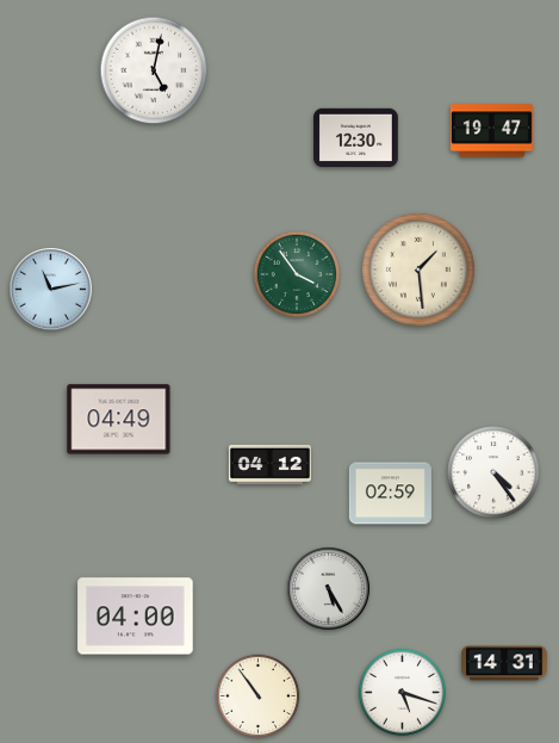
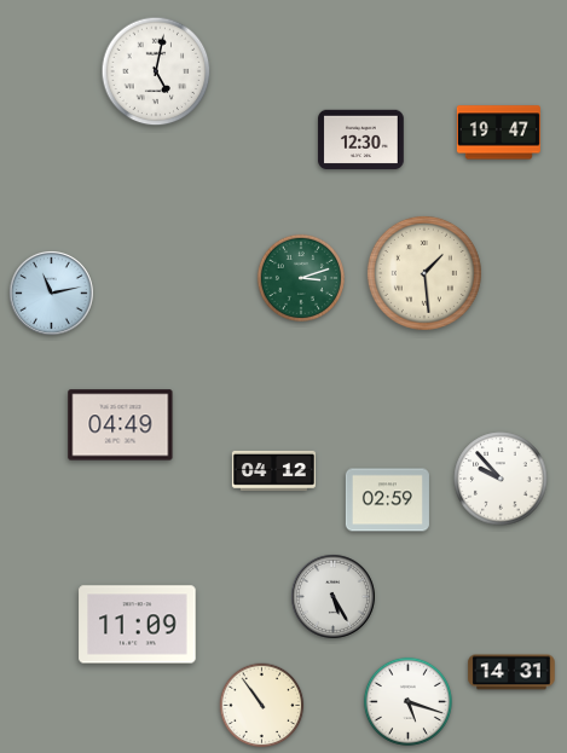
clock at (297, 274): 3:54 -> 3:12
clock at (493, 472): 4:24 -> 9:53
clock at (390, 494) position: (390, 494) -> (387, 500)
clock at (136, 617): 04:00 -> 11:09
